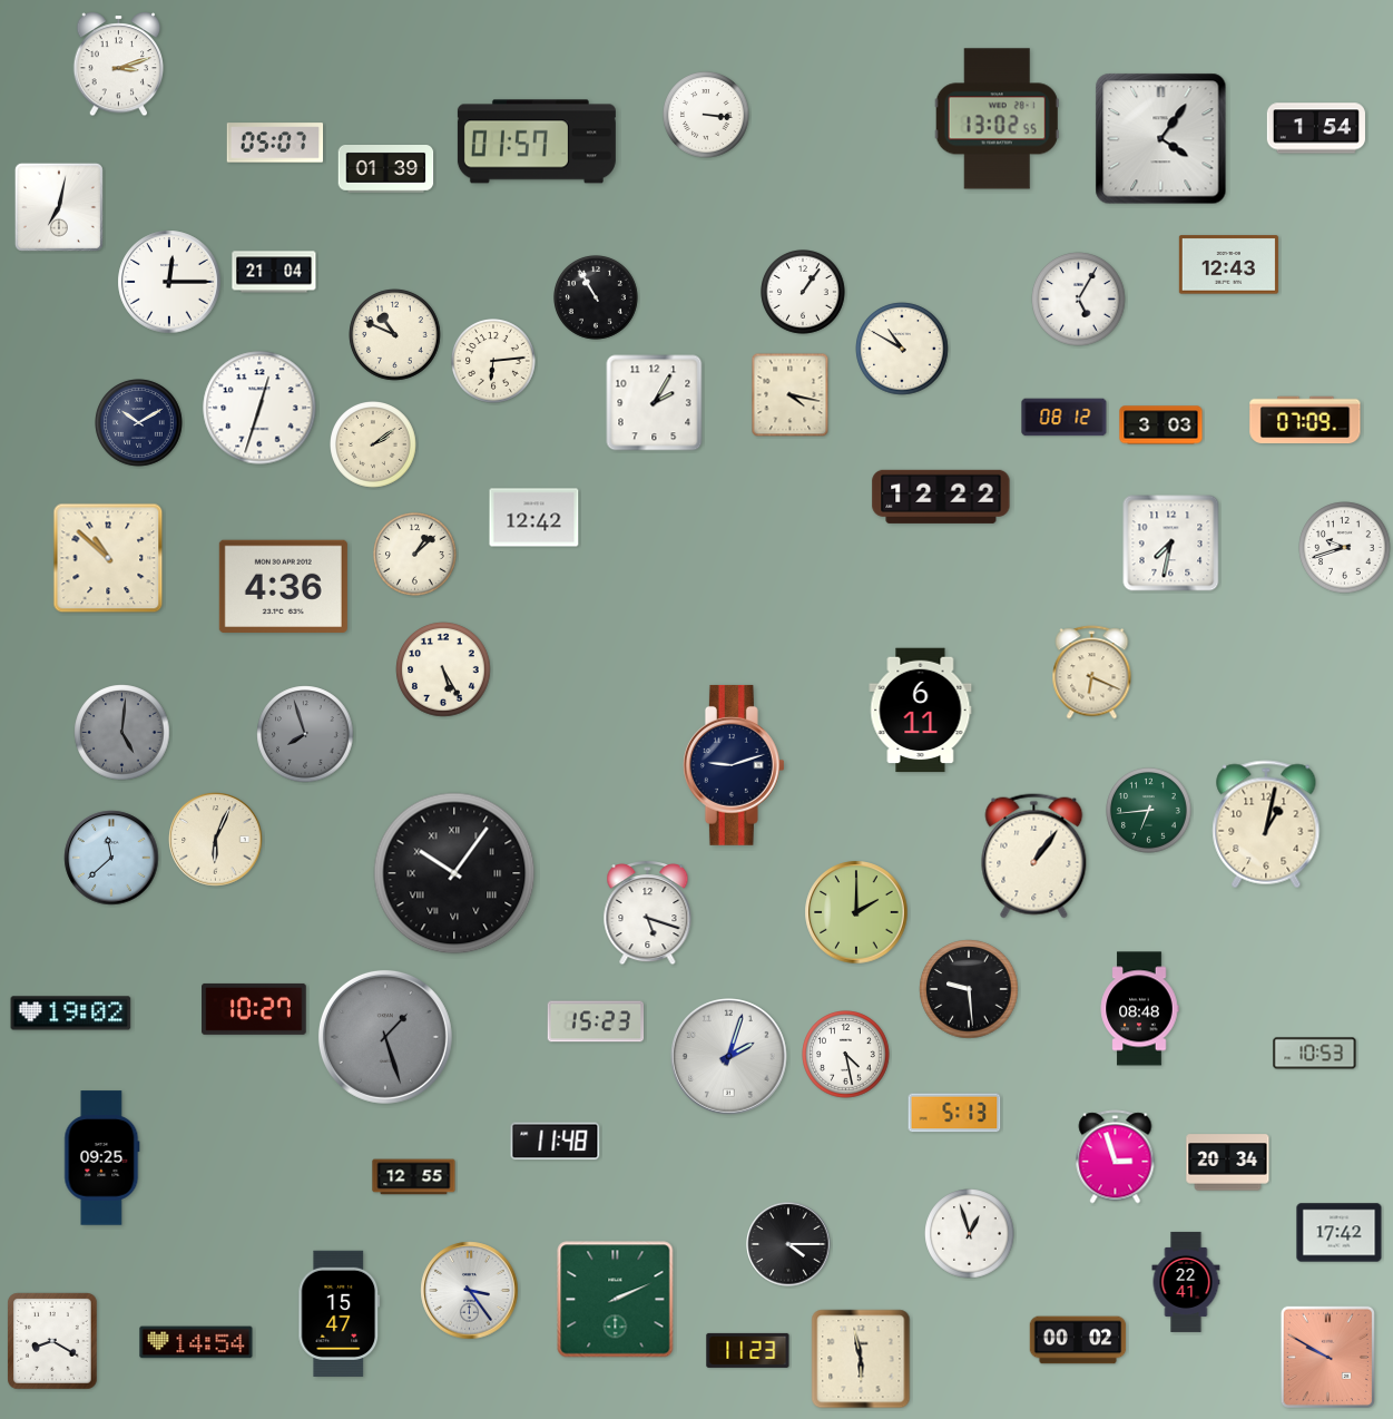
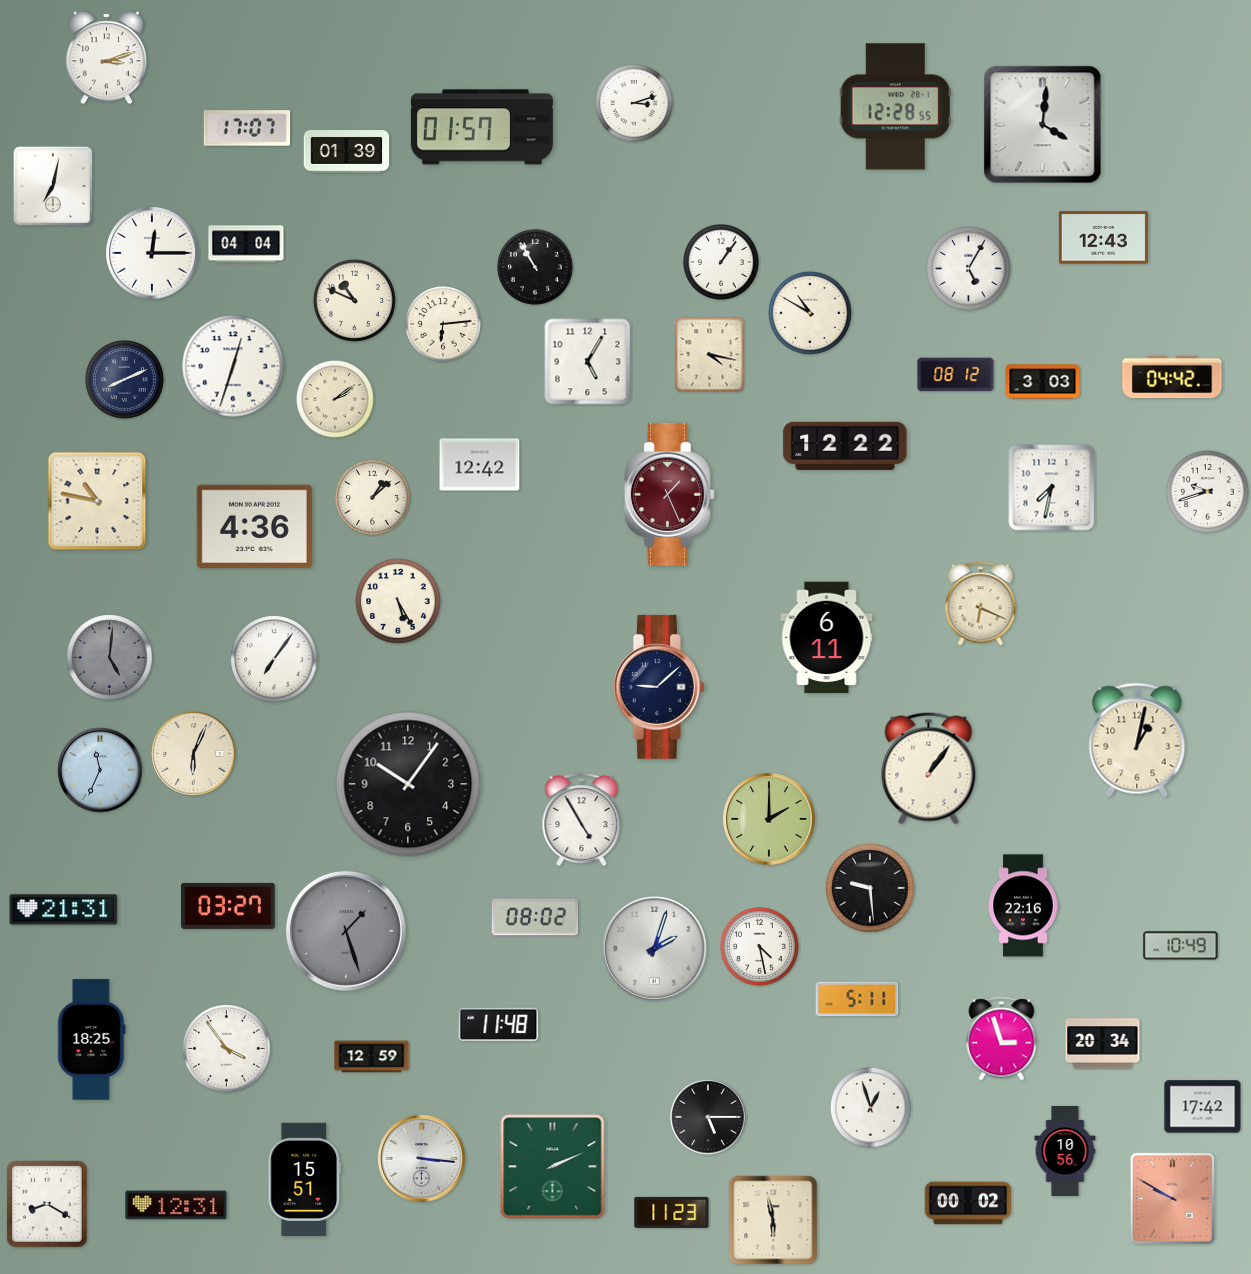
clock at (707, 116): 3:16 -> 3:12
clock at (997, 119): 13:02 -> 12:28
clock at (1316, 128): 1:54 -> none
clock at (1161, 139): 4:06 -> 4:01
clock at (275, 143): 05:07 -> 17:07
clock at (274, 272): 21:04 -> 04:04
clock at (655, 403): 2:05 -> 5:05
clock at (1305, 420): 07:09 -> 04:42
clock at (139, 423): 10:10 -> 8:11
clock at (669, 494): none -> 1:26
clock at (108, 558): 10:52 -> 10:47
clock at (305, 734): 7:57 -> 7:06
clock at (305, 734) dial: grey -> white
clock at (734, 765): 9:12 -> 9:08
clock at (1149, 811): 6:44 -> none
clock at (111, 858): 11:38 -> 11:34
clock at (454, 873) numerals: Roman -> Arabic
clock at (648, 913): 5:18 -> 4:55
clock at (254, 1009): 10:27 -> 03:27
clock at (1139, 1009): 08:48 -> 22:16
clock at (71, 1014): 19:02 -> 21:31
clock at (596, 1021): 15:23 -> 08:02
clock at (1315, 1054): 10:53 -> 10:49
clock at (954, 1113): 5:13 -> 5:11
clock at (102, 1158): 09:25 -> 18:25
clock at (227, 1049): none -> 3:54
clock at (414, 1177): 12:55 -> 12:59
clock at (788, 1244): 4:15 -> 5:15
clock at (1186, 1282): 22:41 -> 10:56
clock at (470, 1291): 3:24 -> 3:16
clock at (340, 1313): 15:47 -> 15:51
clock at (196, 1342): 14:54 -> 12:31
clock at (1327, 1357) position: (1327, 1357) -> (1172, 1198)
